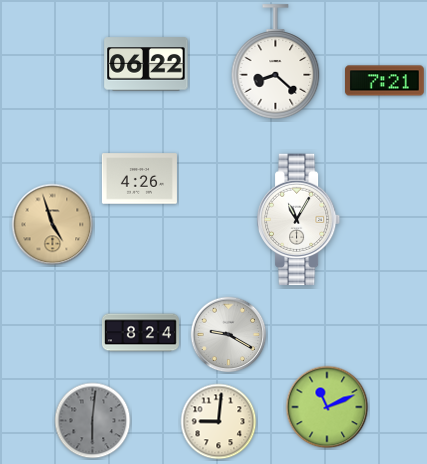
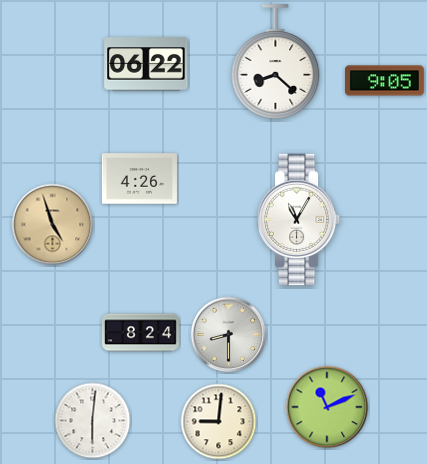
clock at (385, 81): 7:21 -> 9:05
clock at (229, 335): 9:20 -> 8:30
clock at (93, 421) dial: grey -> white
